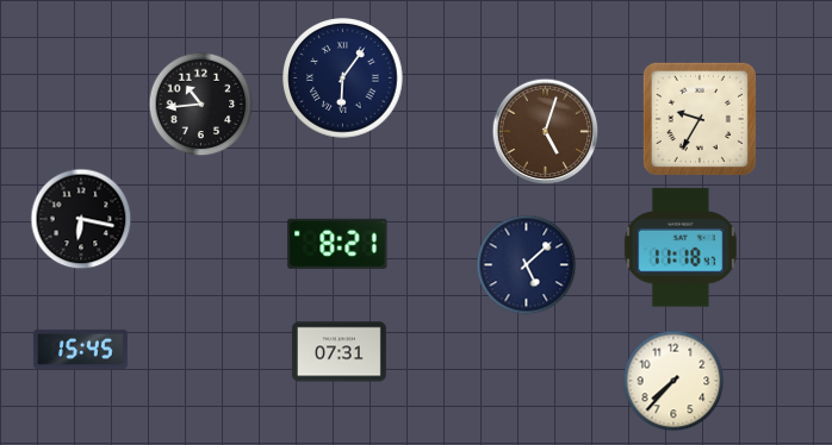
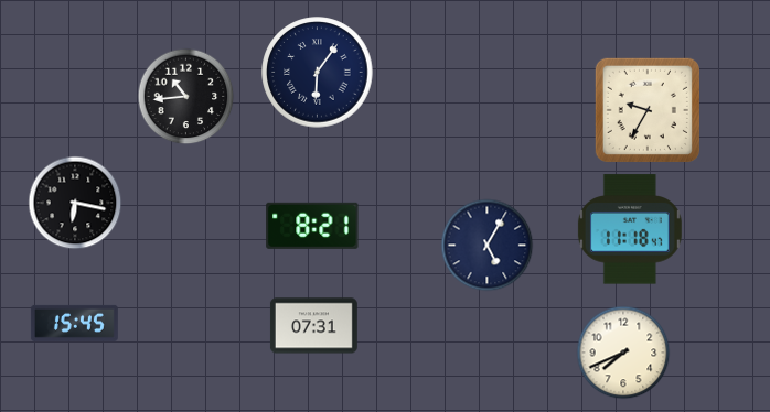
clock at (546, 132): 5:03 -> none
clock at (527, 265): 5:08 -> 5:05
clock at (673, 381): 7:37 -> 7:41
